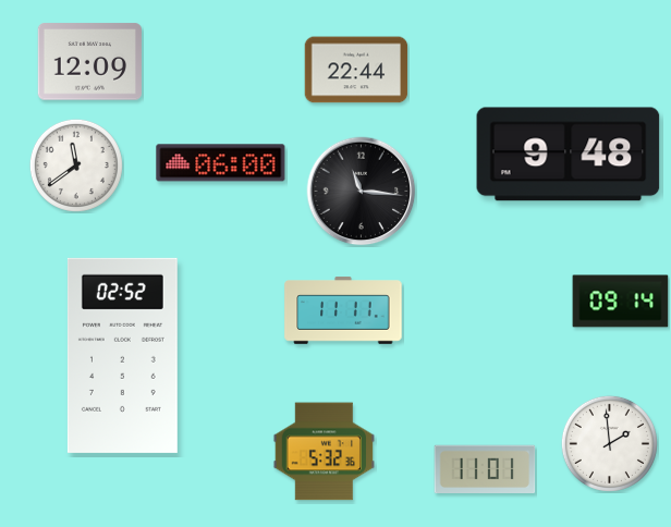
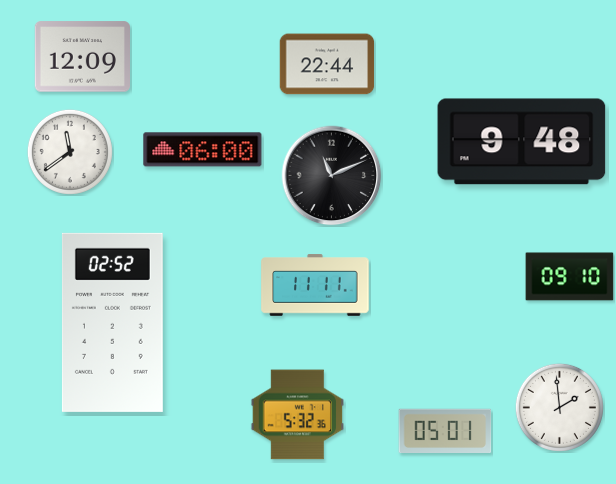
clock at (362, 192): 11:16 -> 11:11
clock at (621, 302): 09:14 -> 09:10
clock at (122, 355) position: (122, 355) -> (112, 322)
clock at (485, 469): 11:01 -> 05:01
